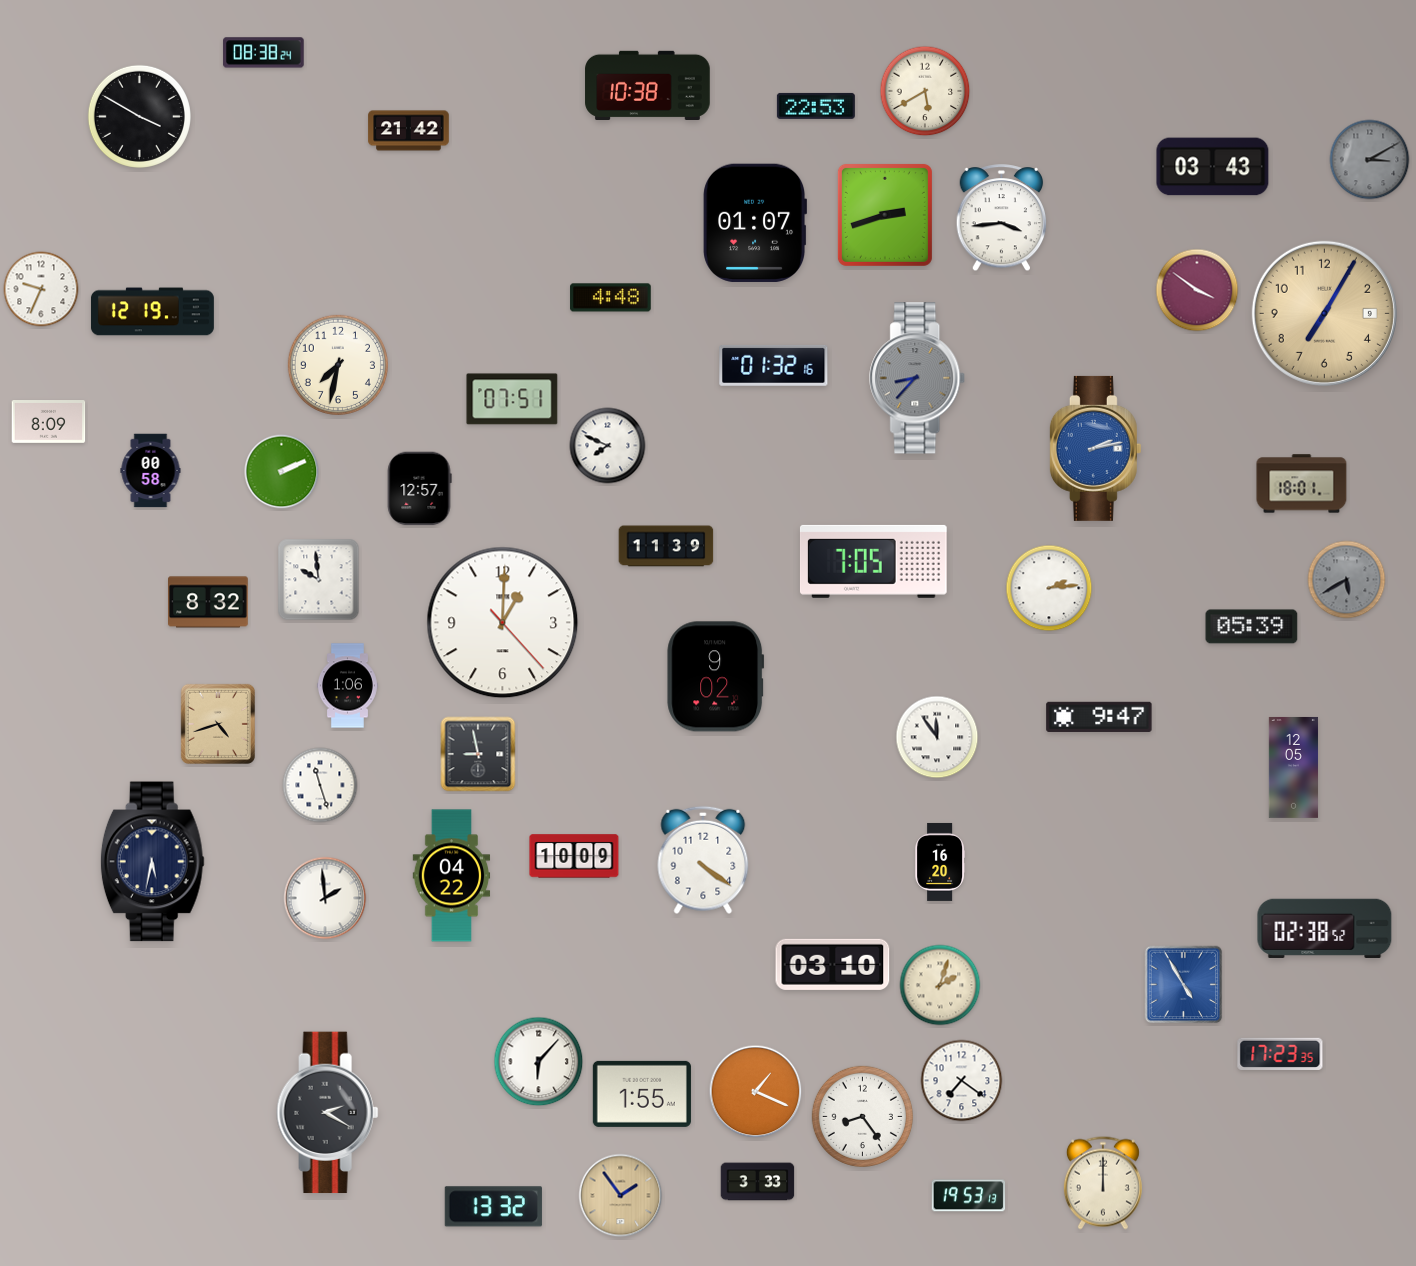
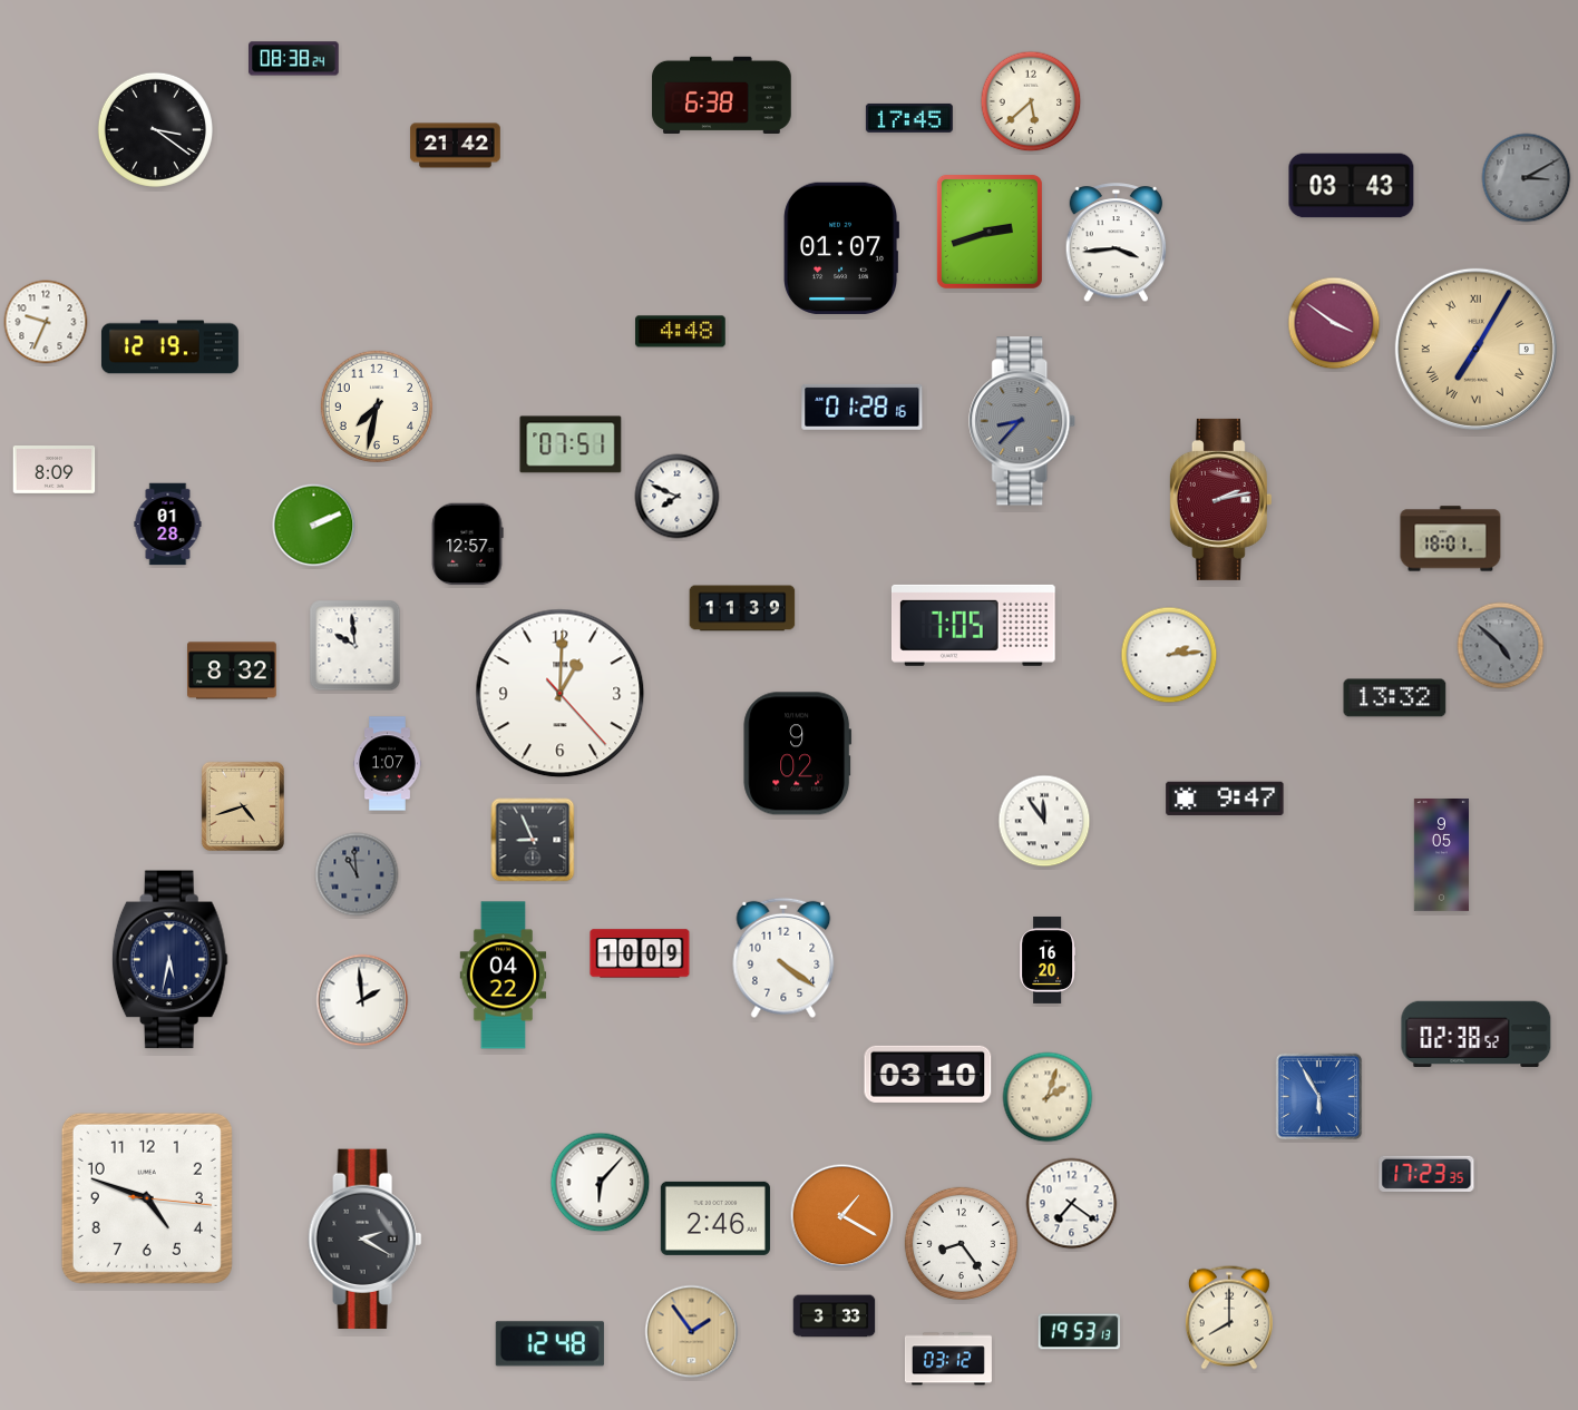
clock at (648, 85): 10:38 -> 6:38
clock at (925, 91): 5:40 -> 5:38
clock at (816, 106): 22:53 -> 17:45
clock at (139, 116): 3:50 -> 3:21
clock at (885, 215) position: (885, 215) -> (990, 232)
clock at (1324, 313) numerals: Arabic -> Roman
clock at (774, 365): 01:32 -> 01:28
clock at (1095, 448) dial: blue -> burgundy
clock at (151, 471): 00:58 -> 01:28
clock at (1347, 580): 5:40 -> 4:52
clock at (1252, 627): 05:39 -> 13:32
clock at (347, 686): 1:06 -> 1:07
clock at (478, 754): 8:58 -> 8:56
clock at (1293, 768): 12:05 -> 9:05
clock at (320, 785): 11:27 -> 10:59
clock at (320, 785) dial: white -> grey
clock at (1184, 985): 4:55 -> 5:55
clock at (147, 1198): none -> 4:48
clock at (756, 1092): 1:19 -> 1:20
clock at (642, 1094): 1:55 -> 2:46
clock at (758, 1182) position: (758, 1182) -> (835, 1316)
clock at (1103, 1183): 12:00 -> 8:00
clock at (493, 1207): 13:32 -> 12:48
clock at (948, 1359): none -> 03:12
